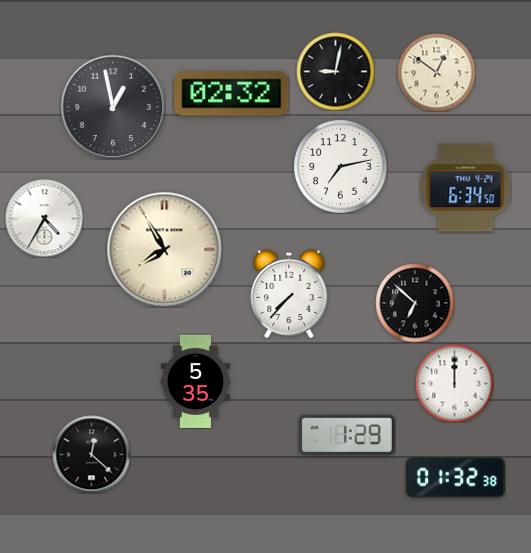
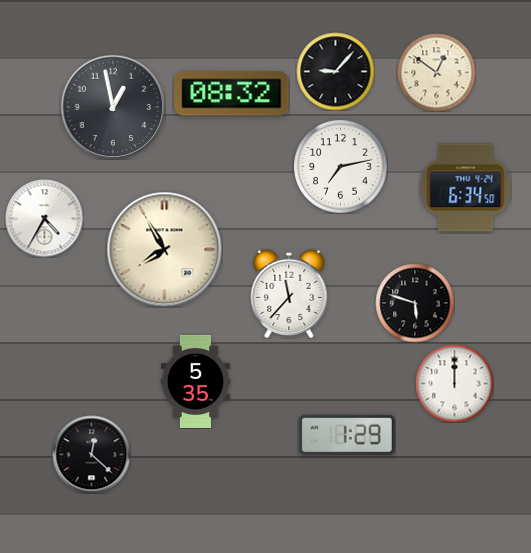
clock at (335, 71): 9:02 -> 9:07
clock at (232, 94): 02:32 -> 08:32
clock at (289, 294): 7:37 -> 11:37
clock at (415, 303): 6:52 -> 5:48
clock at (455, 478): 01:32 -> none
